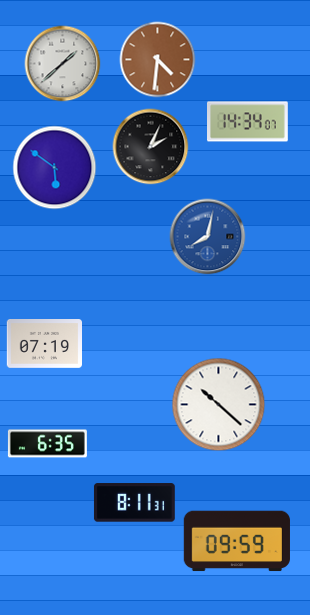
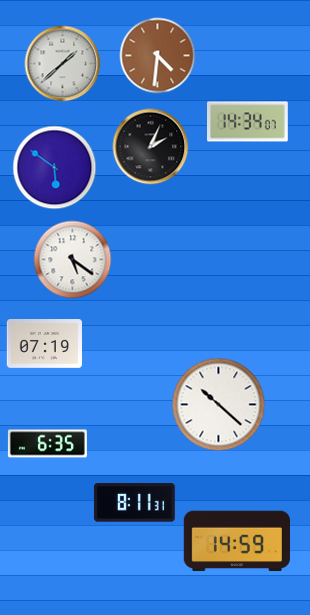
clock at (158, 60) position: (158, 60) -> (158, 56)
clock at (208, 237): 8:02 -> none
clock at (73, 260): none -> 5:21
clock at (237, 541): 09:59 -> 14:59
